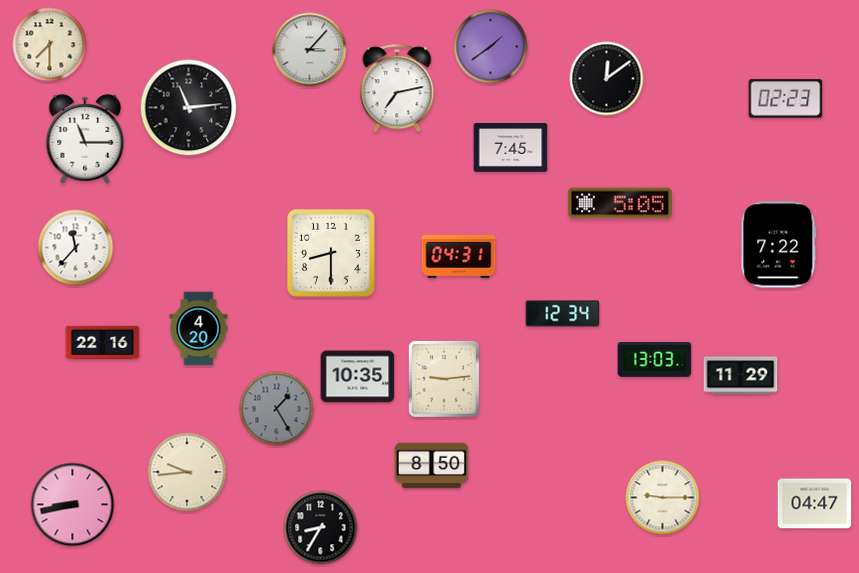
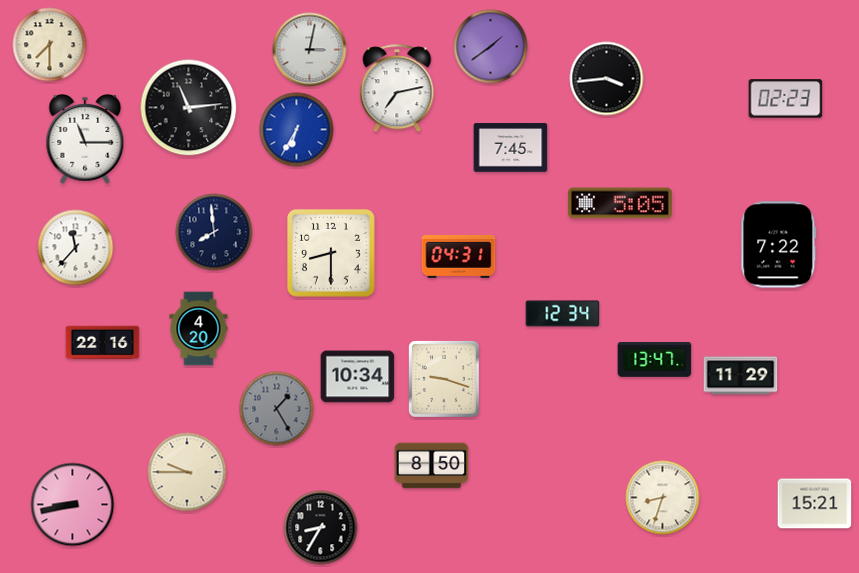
clock at (310, 50): 3:07 -> 3:02
clock at (607, 79): 12:09 -> 3:44
clock at (297, 130): none -> 6:35
clock at (214, 232): none -> 7:59
clock at (655, 360): 13:03 -> 13:47
clock at (358, 377): 10:35 -> 10:34
clock at (444, 379): 9:14 -> 9:18
clock at (187, 472): 9:44 -> 9:45
clock at (663, 498): 9:15 -> 8:33
clock at (815, 504): 04:47 -> 15:21
